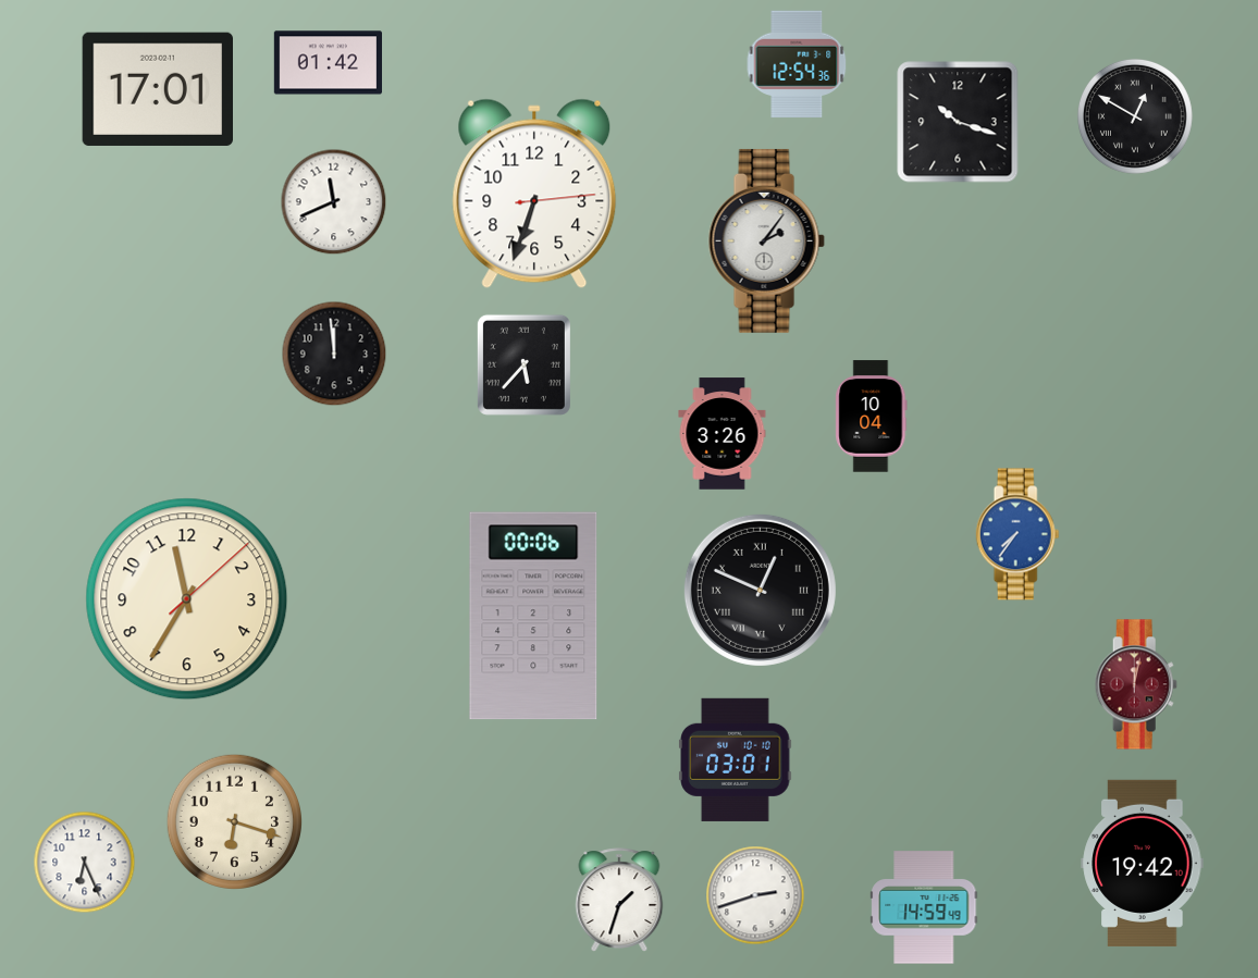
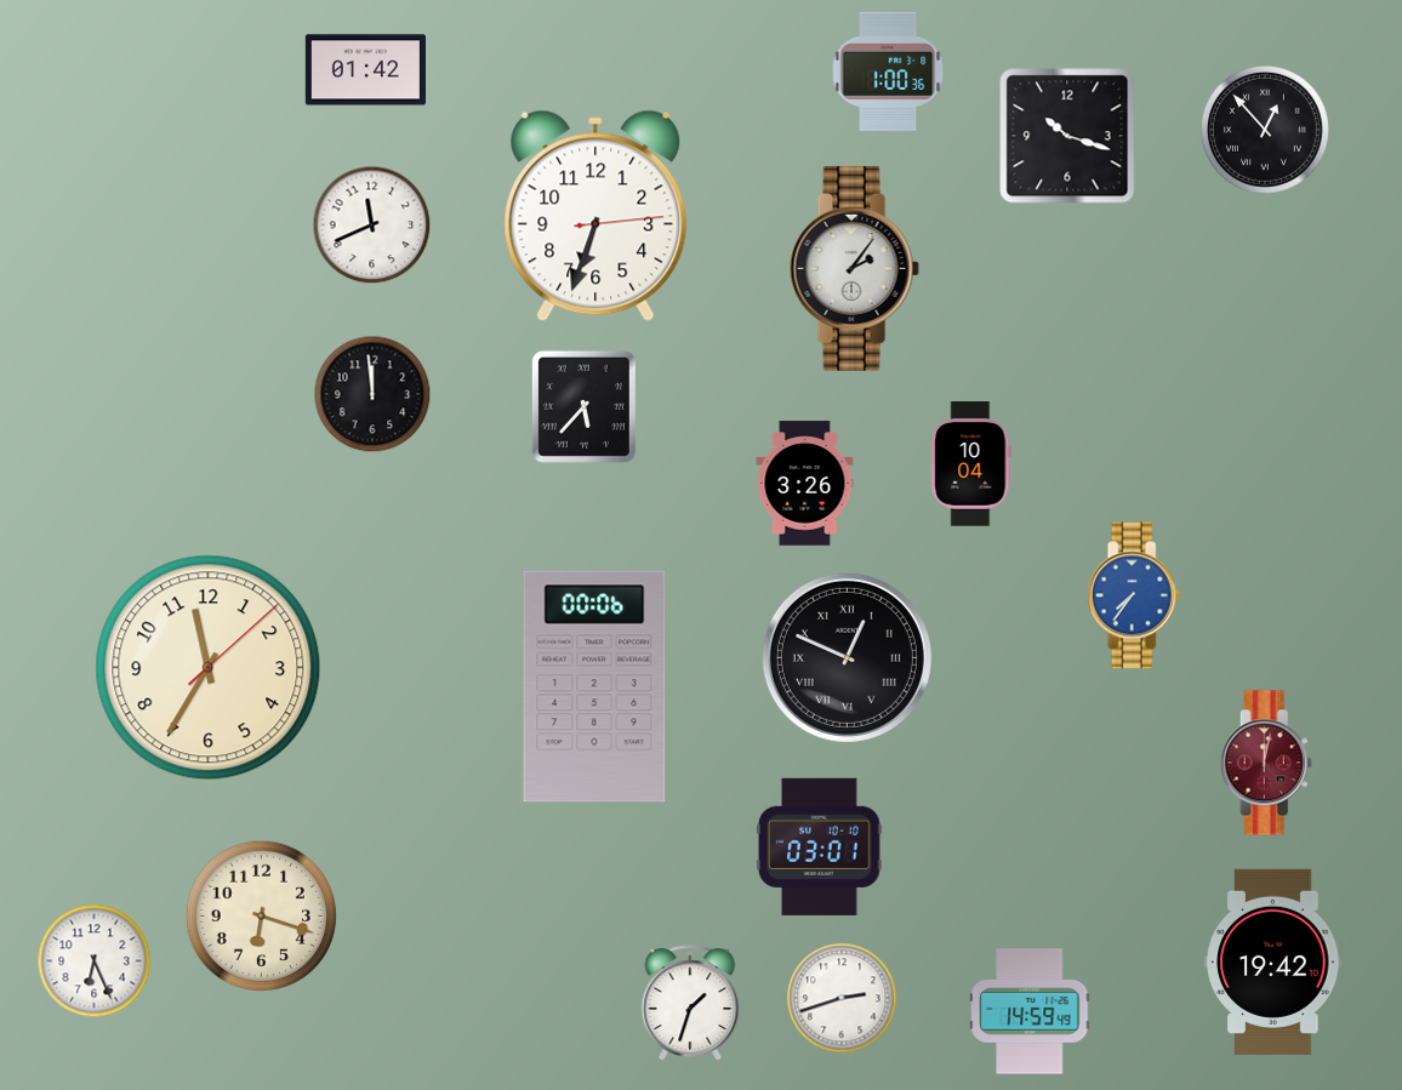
clock at (797, 64): 12:54 -> 1:00
clock at (157, 89): 17:01 -> none
clock at (1135, 116): 12:50 -> 12:53
